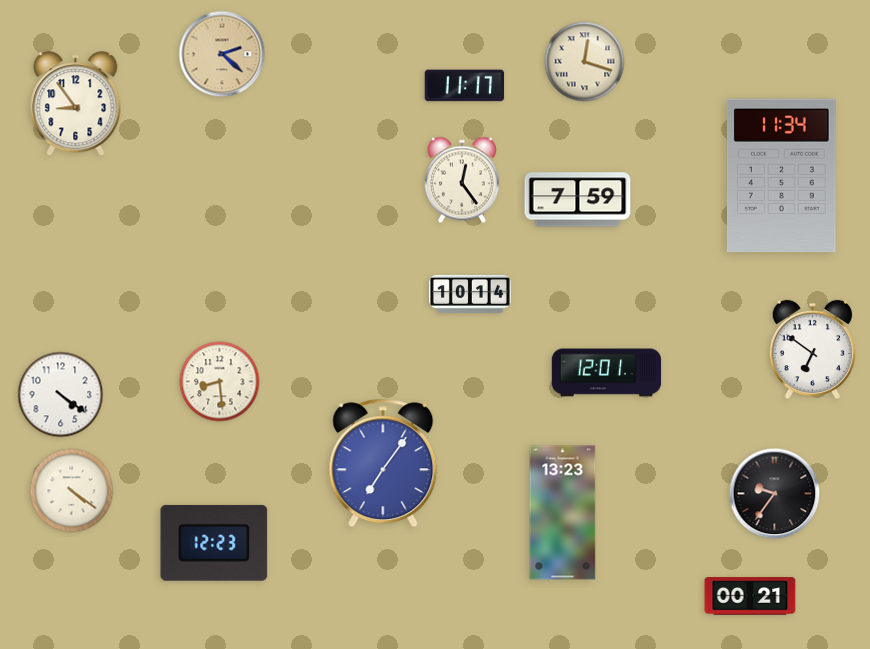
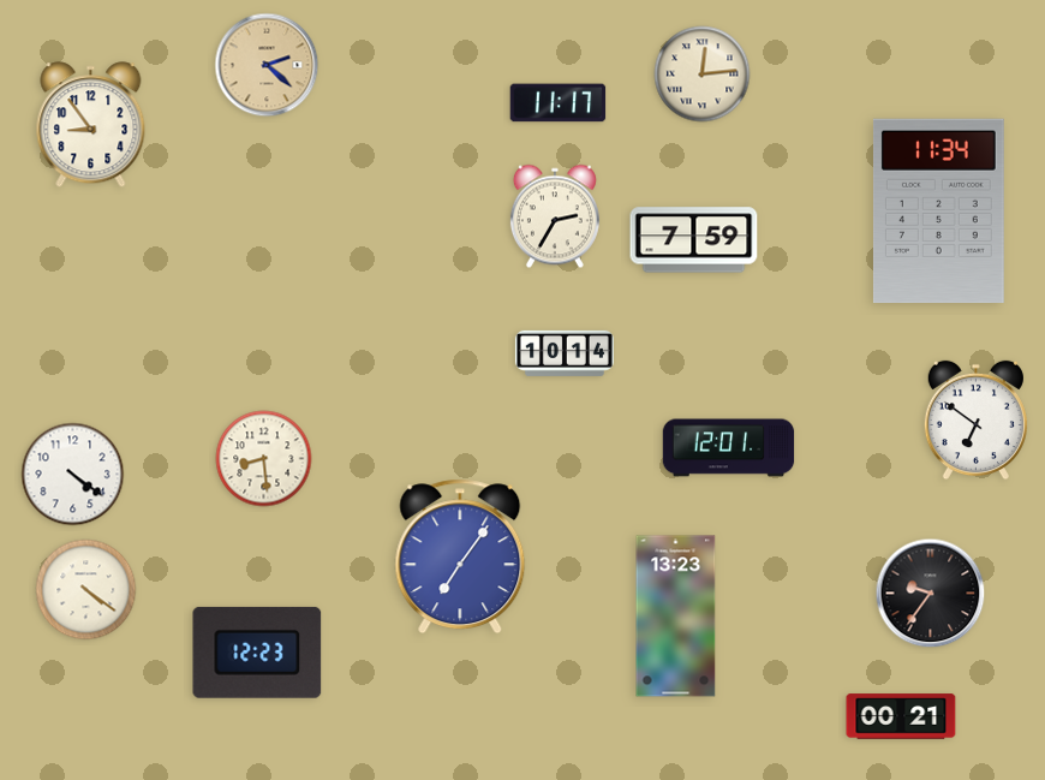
clock at (585, 62): 12:18 -> 12:14
clock at (462, 180): 12:24 -> 2:35
